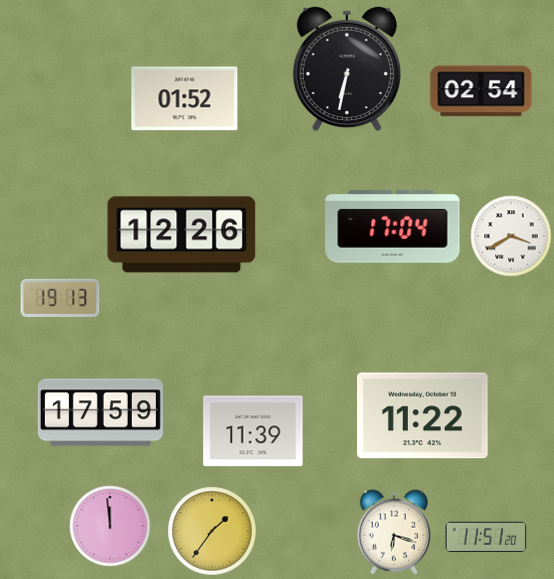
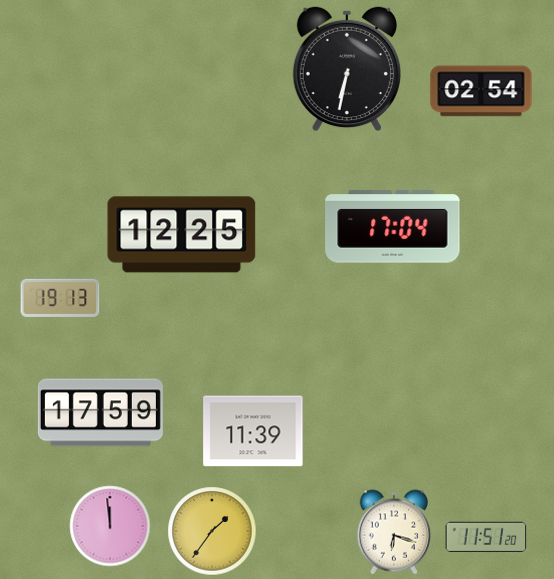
clock at (185, 99): 01:52 -> none
clock at (182, 235): 12:26 -> 12:25
clock at (511, 236): 3:40 -> none
clock at (423, 416): 11:22 -> none
